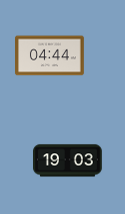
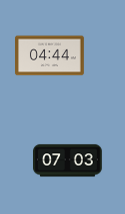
clock at (68, 161): 19:03 -> 07:03
